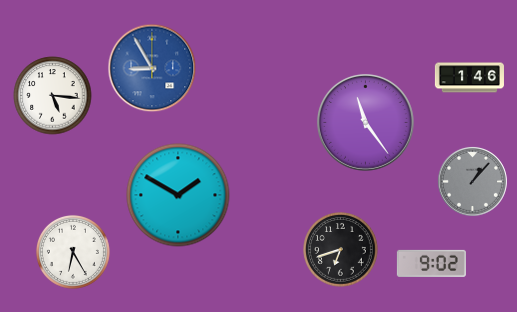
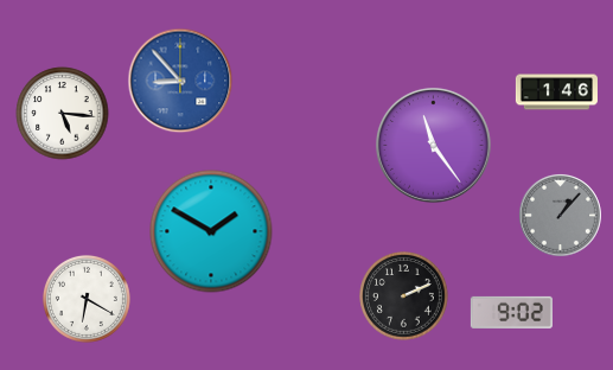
clock at (152, 68): 8:55 -> 8:53
clock at (341, 250): 6:42 -> 2:11
clock at (73, 252): 6:25 -> 6:20
